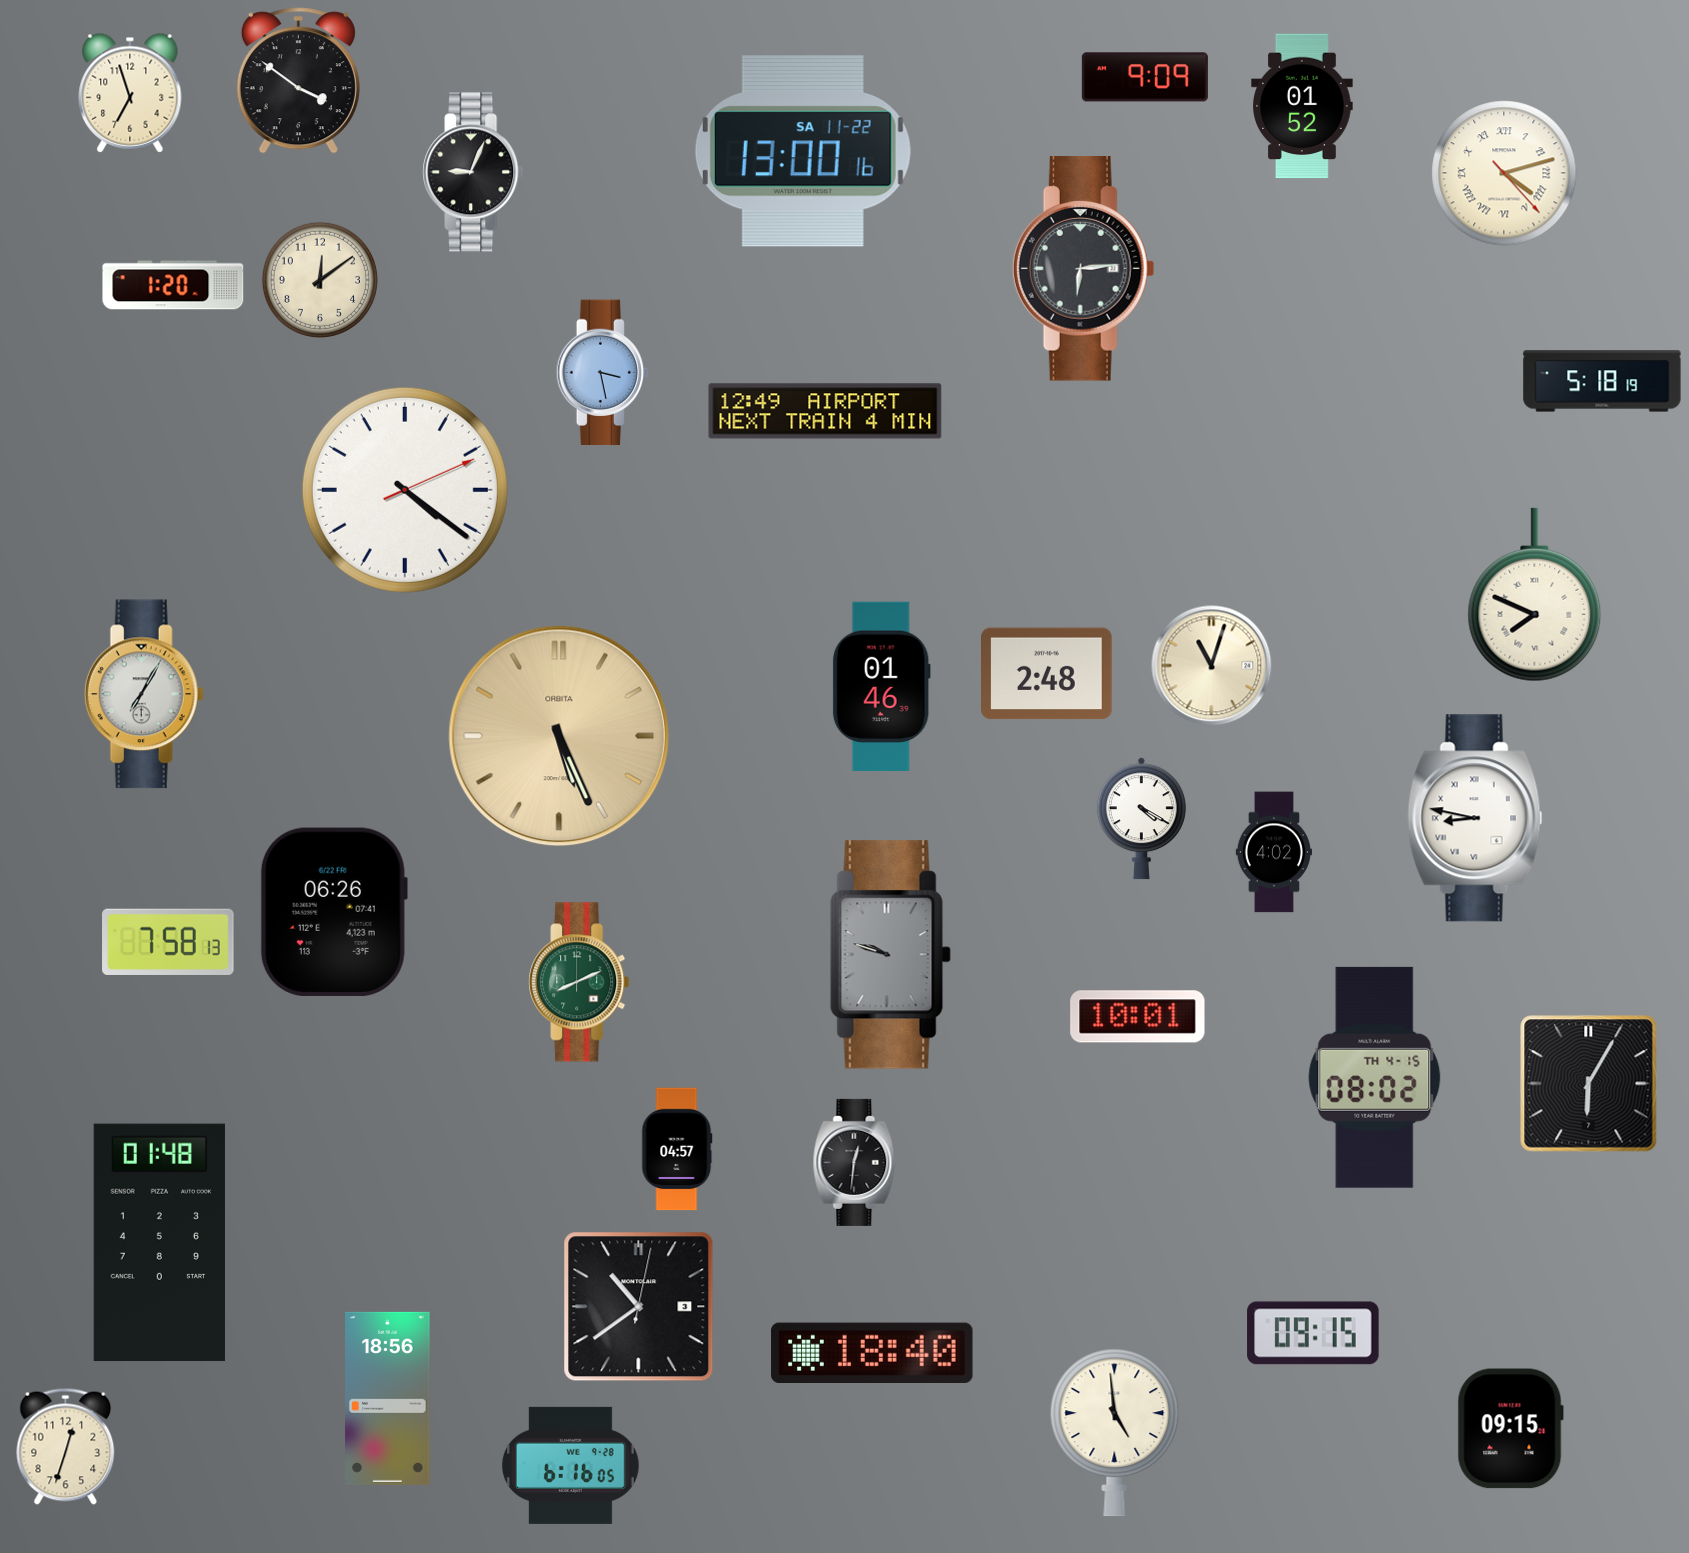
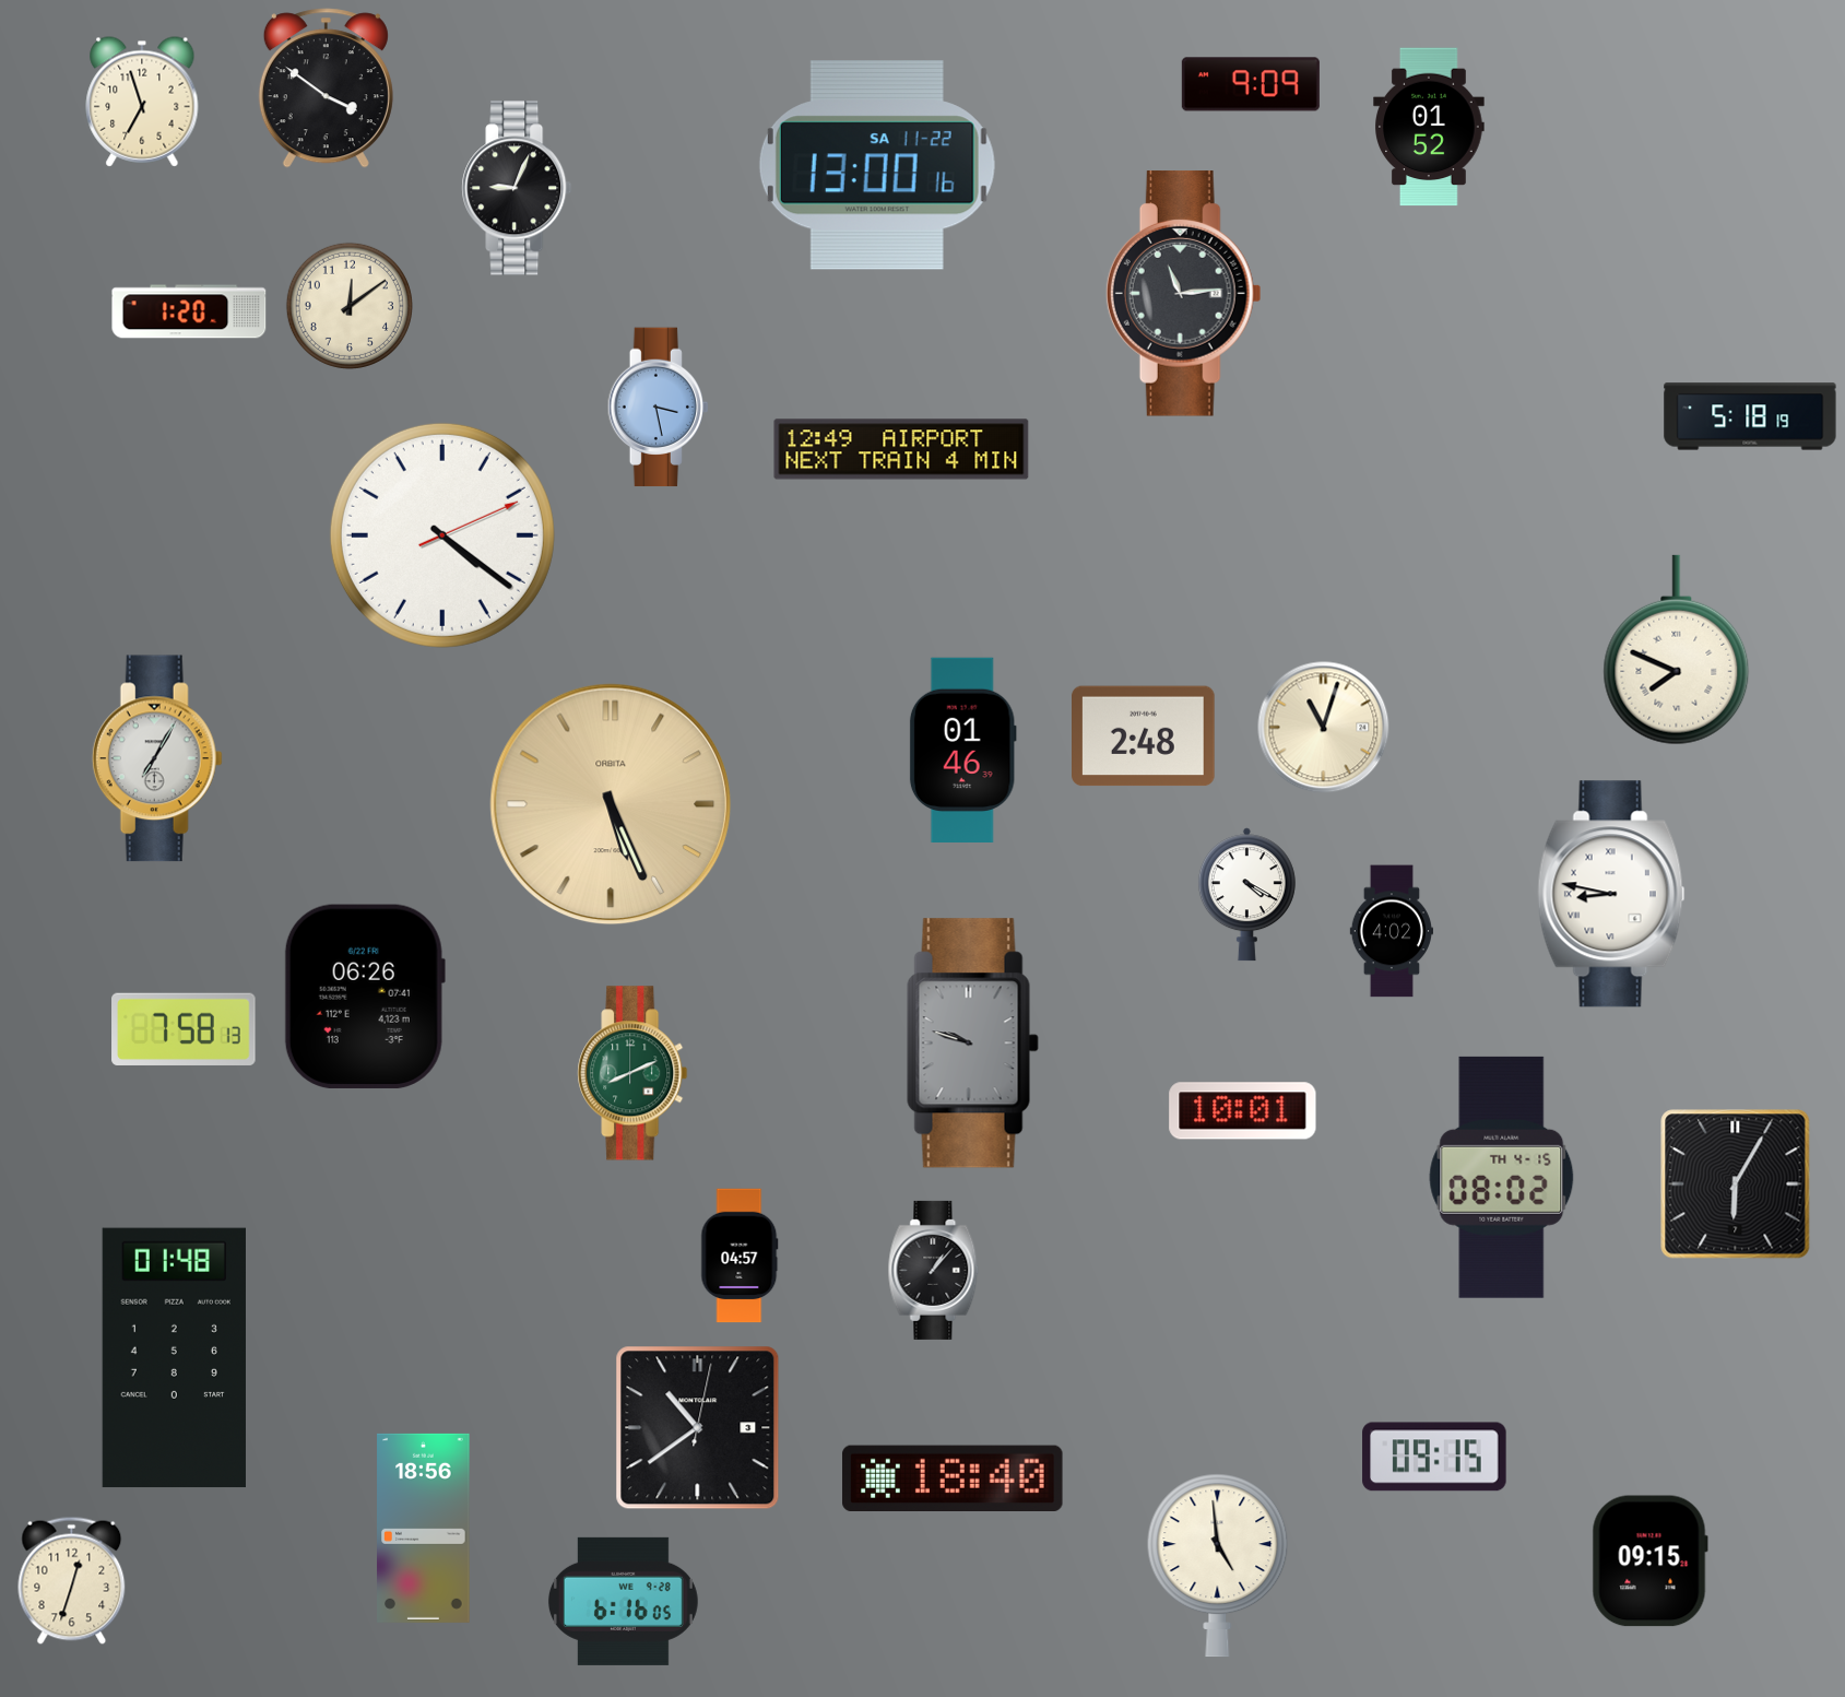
clock at (1302, 106) position: (1302, 106) -> (1429, 127)
clock at (1504, 173): 4:12 -> none
clock at (1083, 269): 6:14 -> 11:14
clock at (855, 1162): 12:31 -> 1:07
